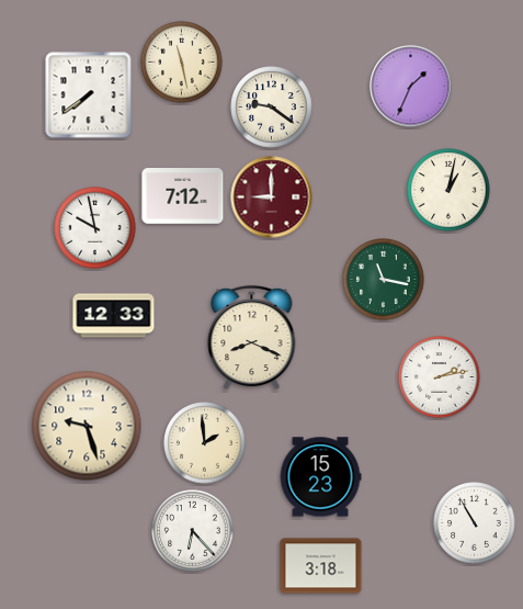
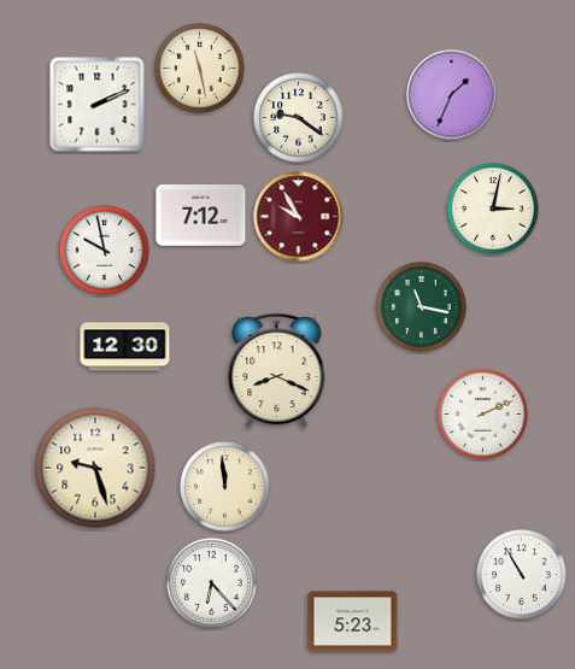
clock at (89, 95): 7:39 -> 2:11
clock at (448, 190): 1:02 -> 3:02
clock at (272, 198): 9:00 -> 9:55
clock at (114, 316): 12:33 -> 12:30
clock at (440, 377): 2:13 -> 2:11
clock at (205, 443): 1:59 -> 11:59
clock at (320, 477): 15:23 -> none
clock at (321, 566): 3:18 -> 5:23
